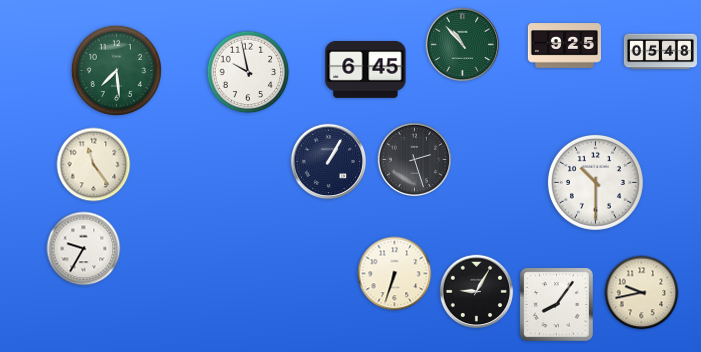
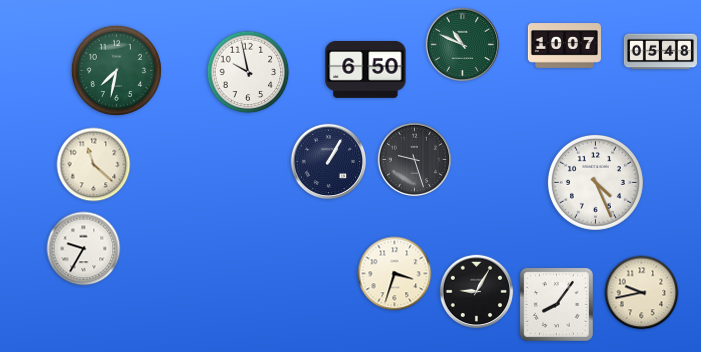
clock at (463, 45): 10:53 -> 10:49
clock at (564, 46): 9:25 -> 10:07
clock at (116, 70): 7:29 -> 7:32
clock at (366, 70): 6:45 -> 6:50
clock at (415, 160): 2:27 -> 9:27
clock at (94, 165): 11:24 -> 11:22
clock at (595, 182): 10:30 -> 4:26
clock at (395, 274): 6:33 -> 3:33
